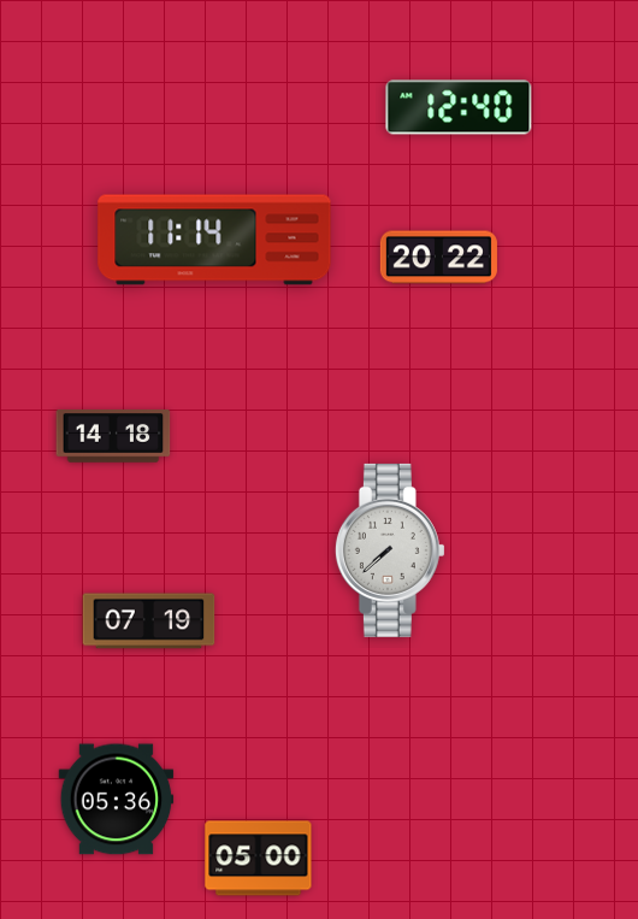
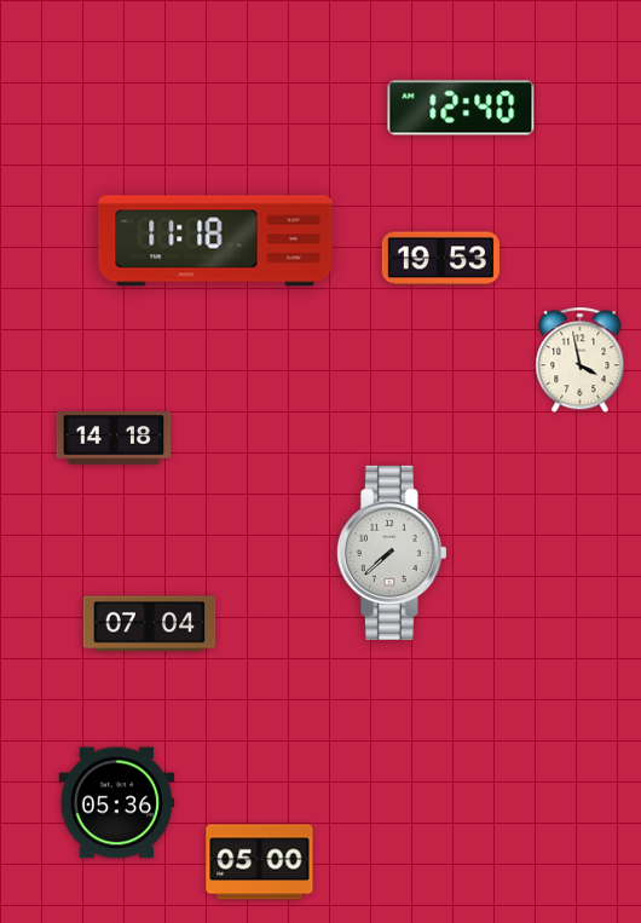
clock at (214, 240): 11:14 -> 11:18
clock at (438, 258): 20:22 -> 19:53
clock at (581, 360): none -> 3:58
clock at (149, 621): 07:19 -> 07:04
